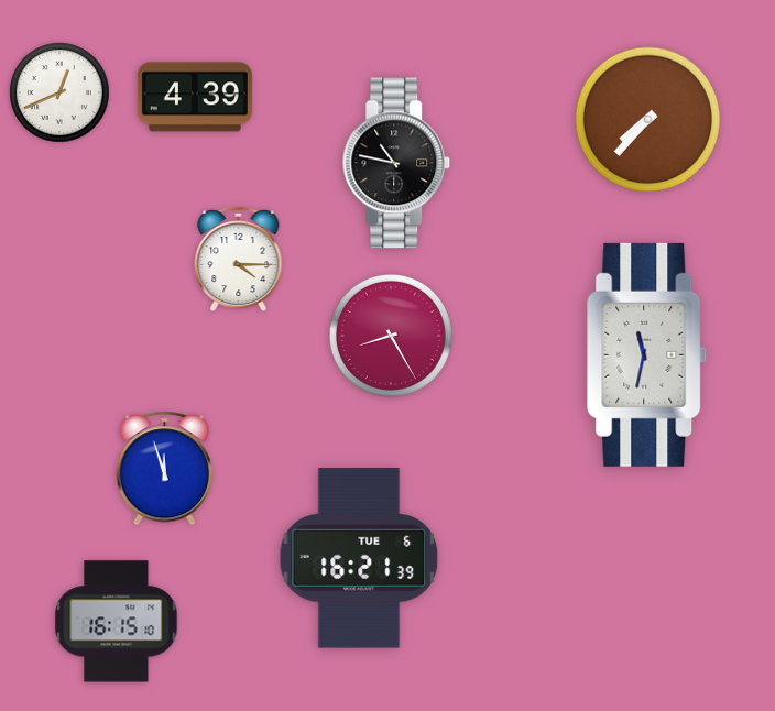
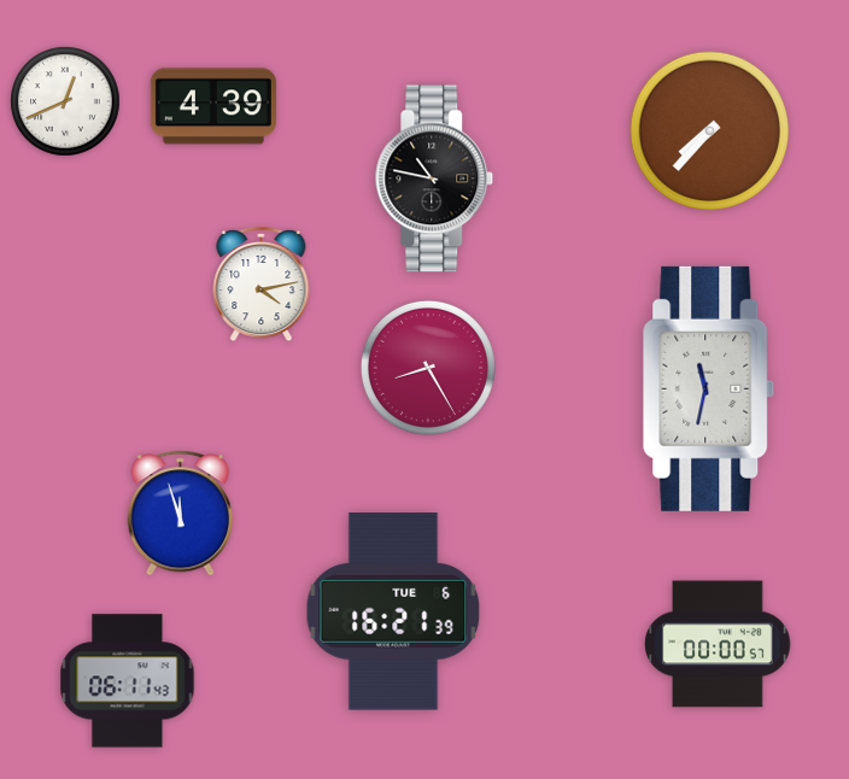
clock at (239, 260): 4:15 -> 4:13
clock at (718, 644): none -> 00:00
clock at (117, 622): 16:15 -> 06:11
